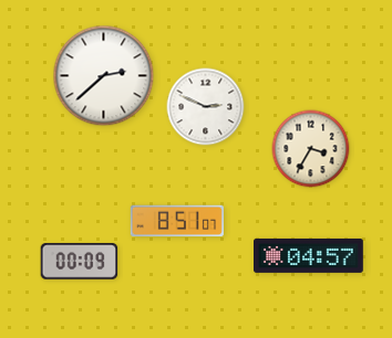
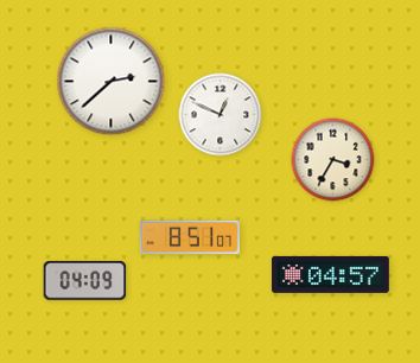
clock at (206, 107): 2:49 -> 12:49
clock at (80, 262): 00:09 -> 04:09
